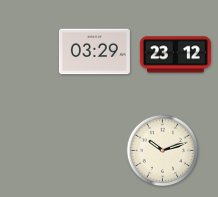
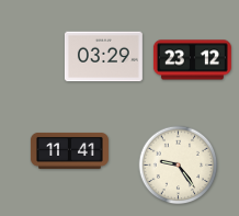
clock at (69, 150): none -> 11:41
clock at (163, 151): 10:12 -> 9:24
